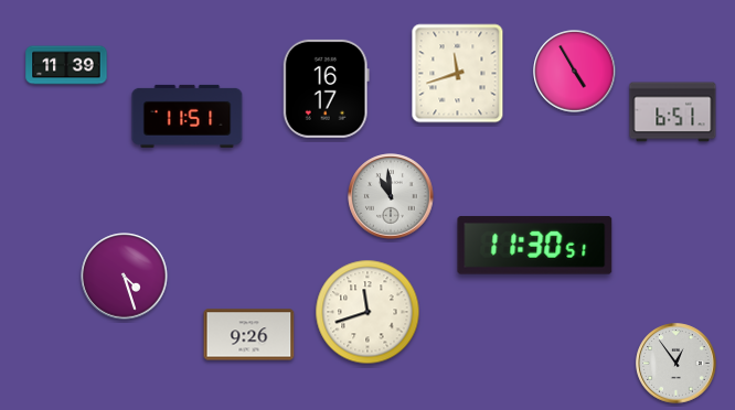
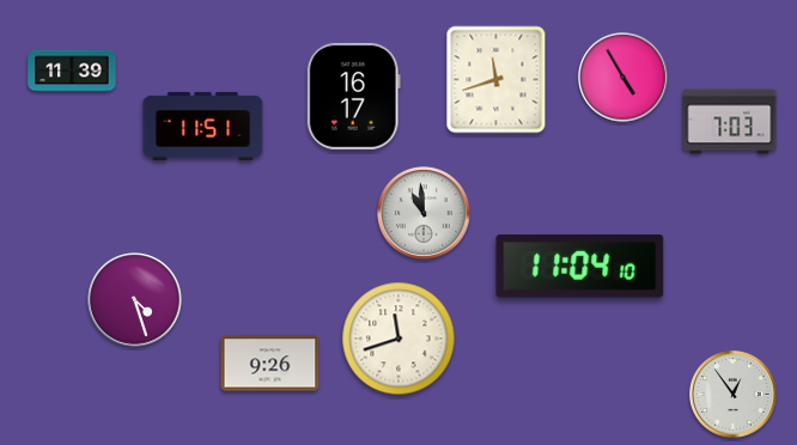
clock at (673, 112): 6:51 -> 7:03
clock at (535, 246): 11:30 -> 11:04
